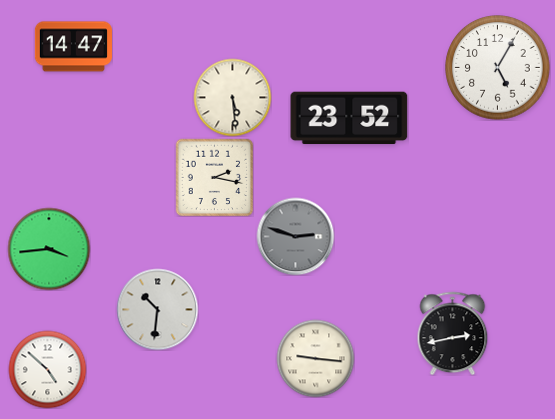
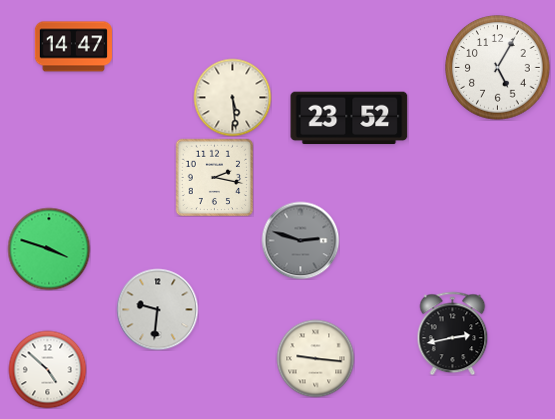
clock at (295, 236) position: (295, 236) -> (300, 240)
clock at (49, 249): 3:44 -> 3:48
clock at (157, 309): 10:31 -> 9:31
